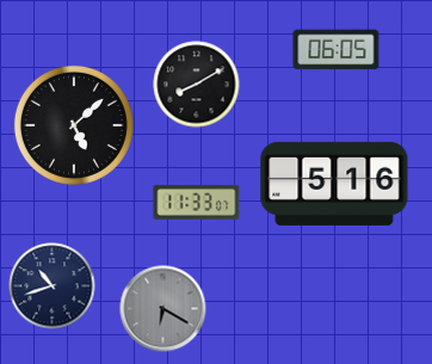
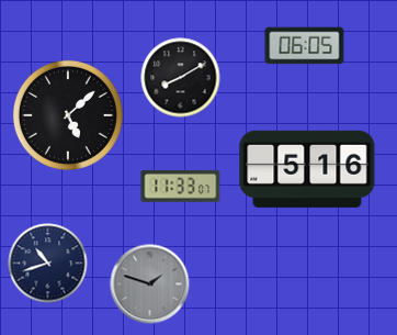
clock at (337, 50) position: (337, 50) -> (305, 46)
clock at (163, 309): 6:20 -> 1:48
